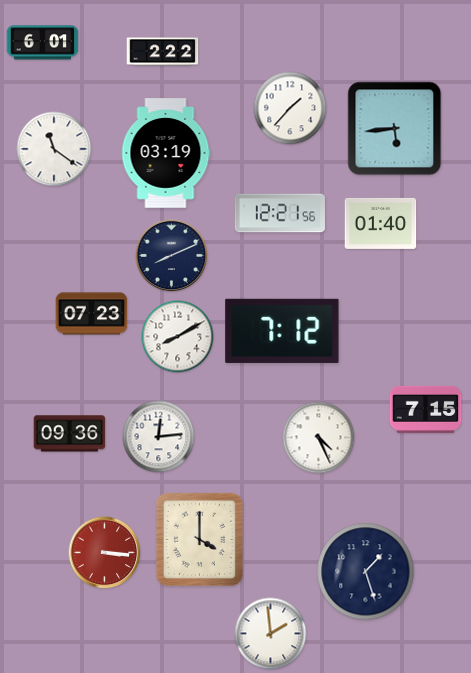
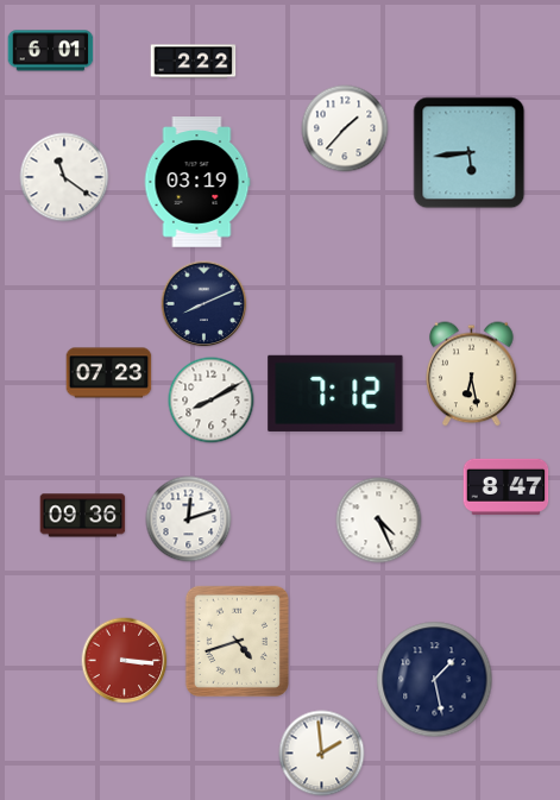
clock at (280, 213): 12:21 -> none
clock at (381, 223): 01:40 -> none
clock at (472, 374): none -> 6:28
clock at (426, 409): 7:15 -> 8:47
clock at (159, 437): 12:14 -> 12:12
clock at (199, 539): 4:00 -> 4:42
clock at (105, 553) position: (105, 553) -> (125, 661)
clock at (366, 572): 1:27 -> 1:28
